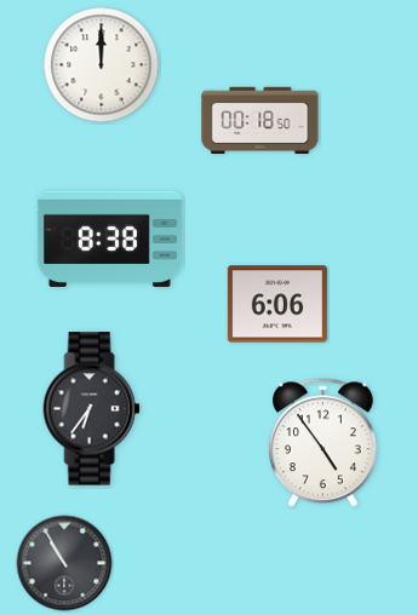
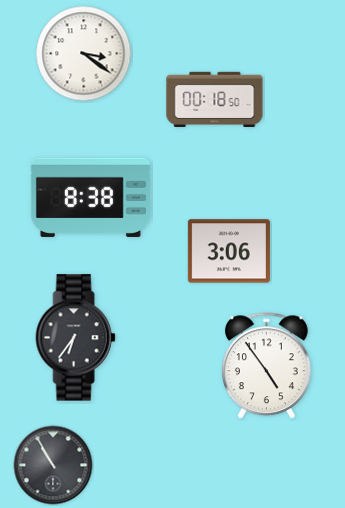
clock at (102, 65): 12:00 -> 3:21
clock at (277, 304): 6:06 -> 3:06
